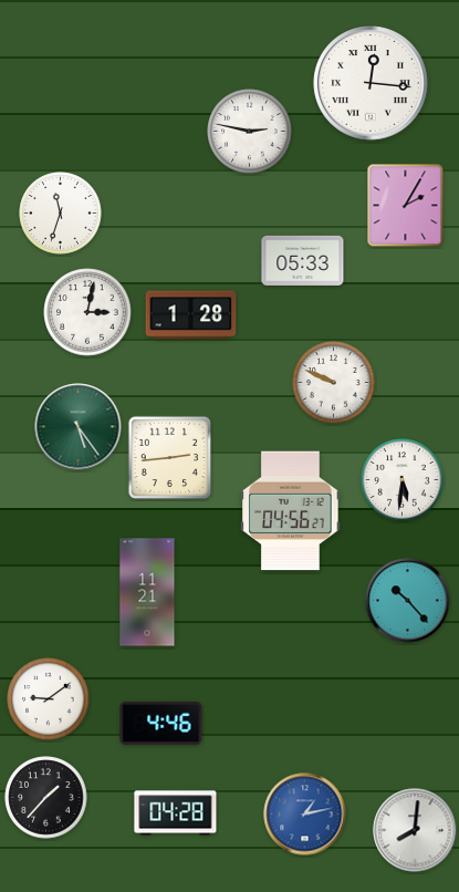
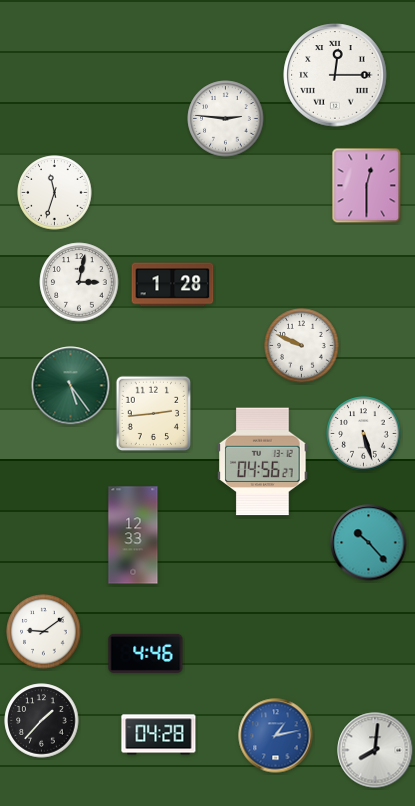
clock at (371, 83): 12:16 -> 12:15
clock at (250, 132): 2:47 -> 2:46
clock at (406, 206): 2:05 -> 12:30
clock at (303, 260): 05:33 -> none
clock at (403, 480): 5:31 -> 5:27
clock at (147, 592): 11:21 -> 12:33
